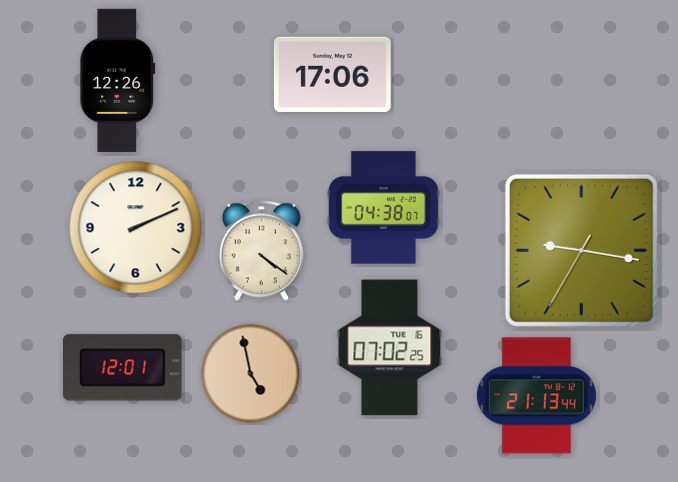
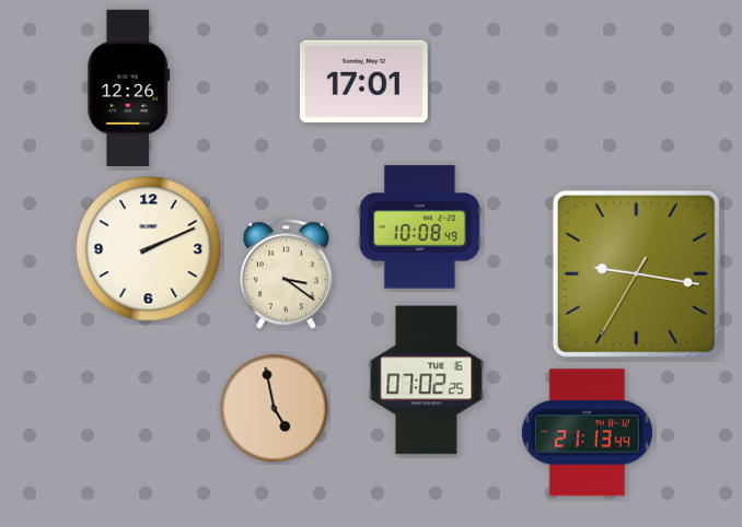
clock at (332, 74): 17:06 -> 17:01
clock at (383, 208): 04:38 -> 10:08
clock at (261, 251): 4:21 -> 3:21
clock at (123, 368): 12:01 -> none
